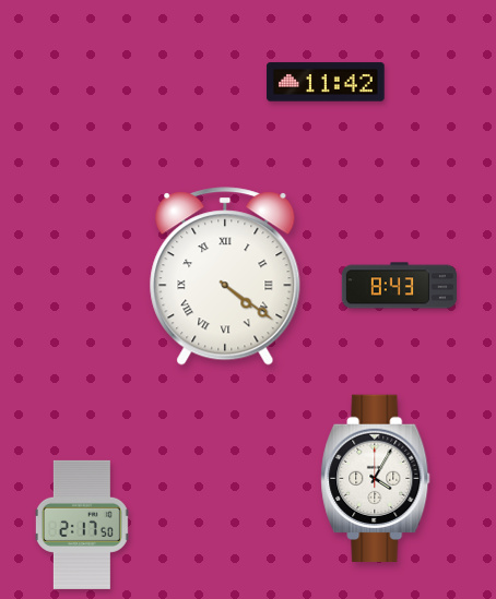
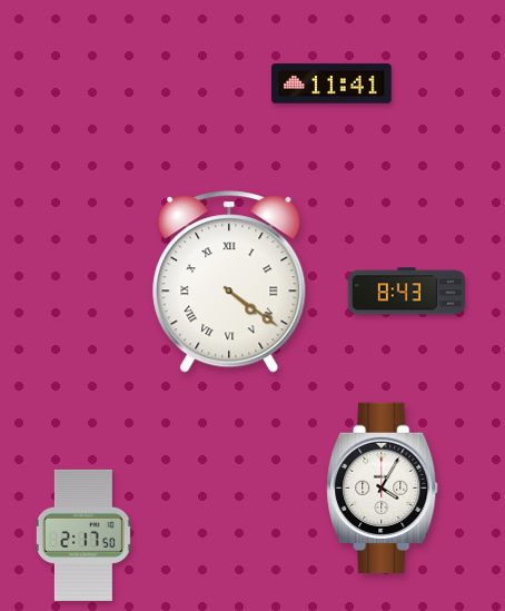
clock at (326, 82): 11:42 -> 11:41
